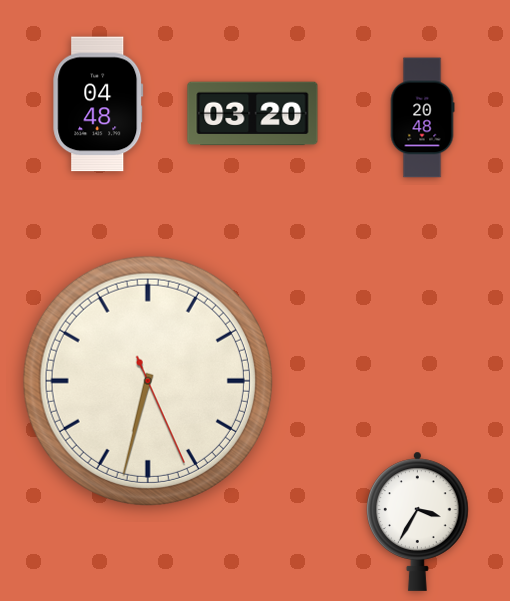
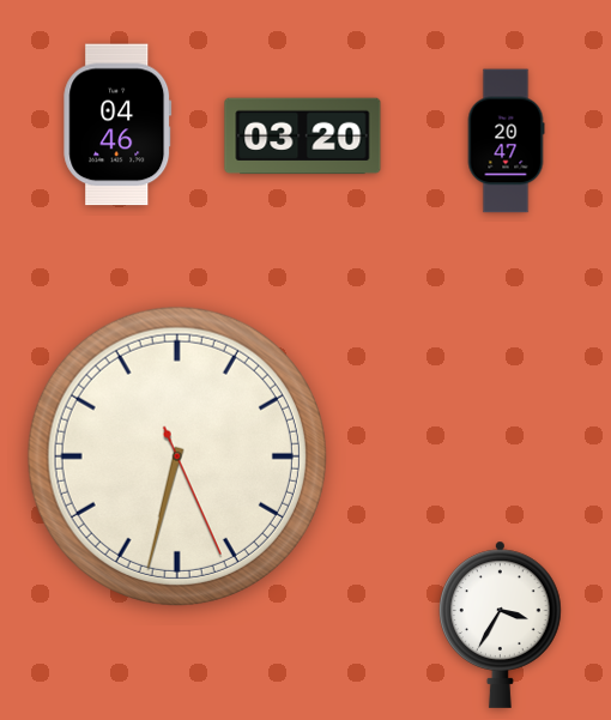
clock at (98, 104): 04:48 -> 04:46
clock at (422, 118): 20:48 -> 20:47
